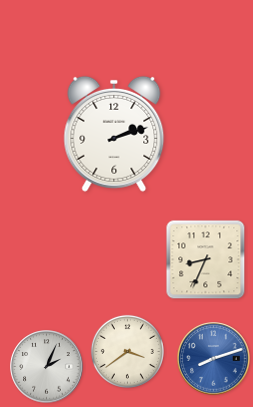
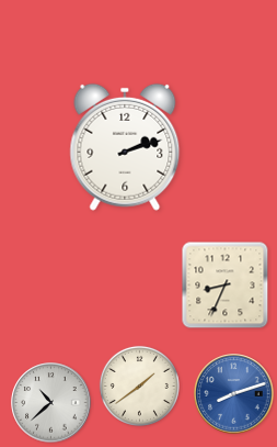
clock at (127, 351): 3:39 -> 1:39
clock at (47, 367): 2:04 -> 10:38
